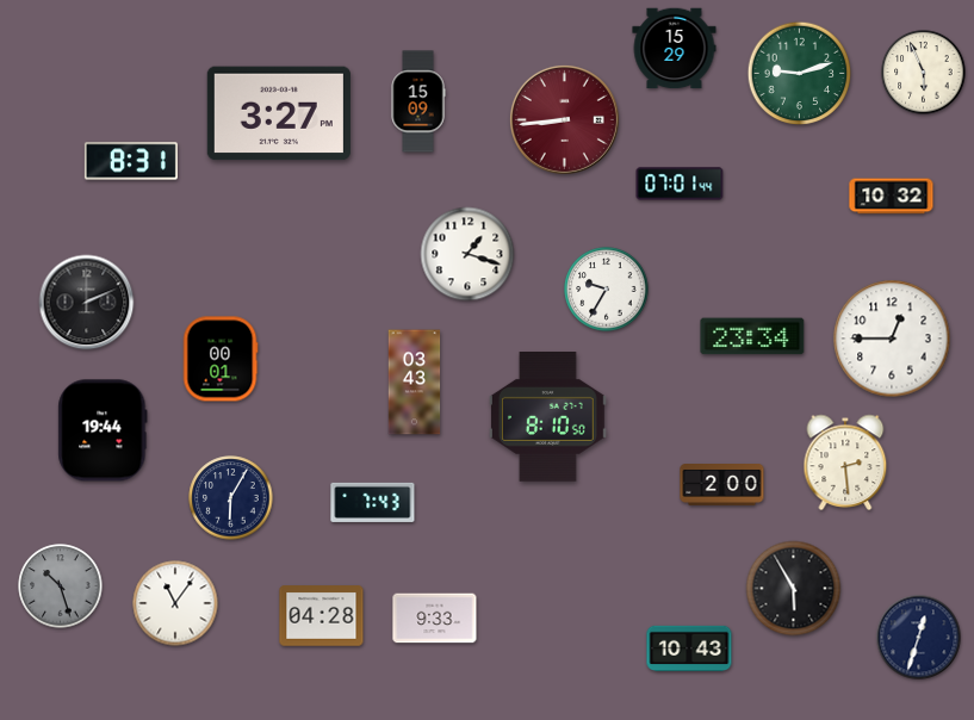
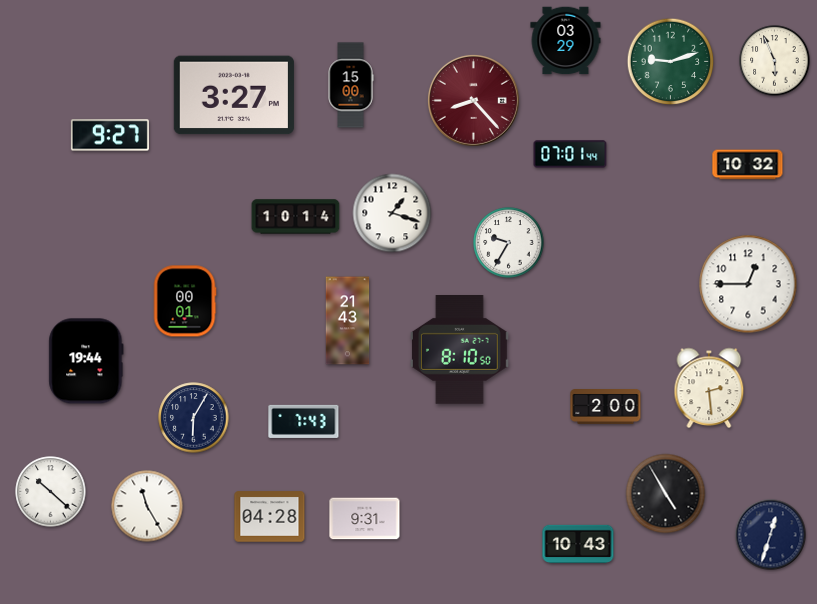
clock at (675, 49): 15:29 -> 03:29
clock at (418, 101): 15:09 -> 15:00
clock at (564, 119): 8:44 -> 8:23
clock at (131, 161): 8:31 -> 9:27
clock at (296, 217): none -> 10:14
clock at (87, 303): 2:11 -> none
clock at (752, 336): 23:34 -> none
clock at (415, 383): 03:43 -> 21:43
clock at (373, 502) position: (373, 502) -> (304, 421)
clock at (61, 586): 10:27 -> 10:22
clock at (61, 586) dial: grey -> white
clock at (794, 589): 5:55 -> 4:55
clock at (175, 603): 11:06 -> 11:25
clock at (435, 619): 9:33 -> 9:31
